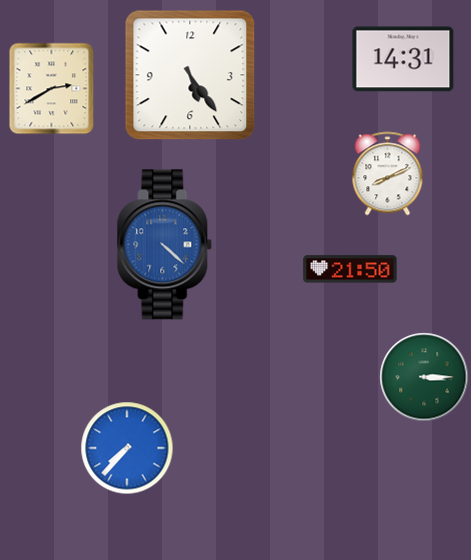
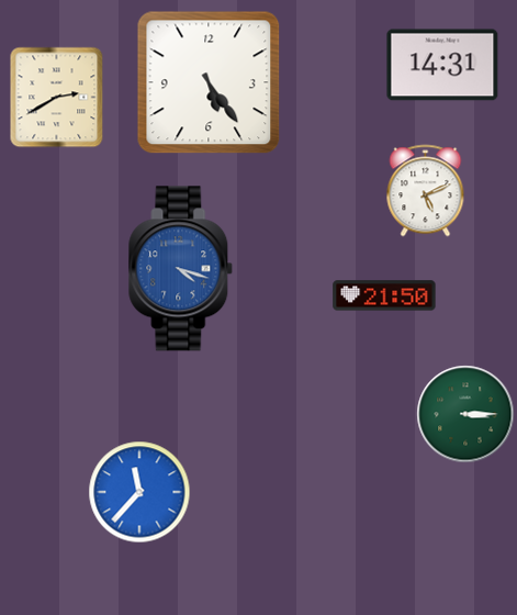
clock at (388, 174): 8:11 -> 5:11
clock at (165, 245): 4:22 -> 4:18
clock at (127, 448): 7:37 -> 11:37
